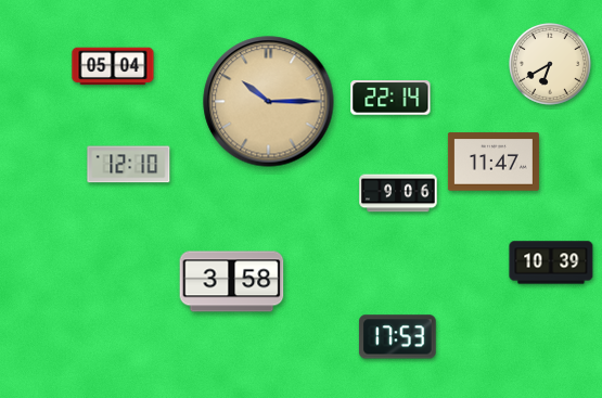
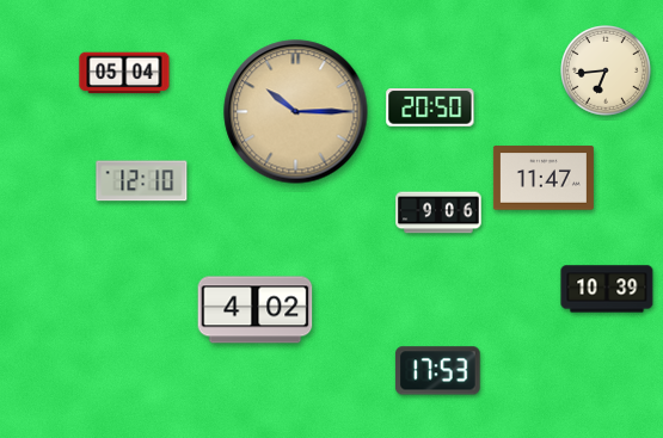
clock at (551, 65): 6:40 -> 6:44
clock at (390, 99): 22:14 -> 20:50
clock at (232, 282): 3:58 -> 4:02
